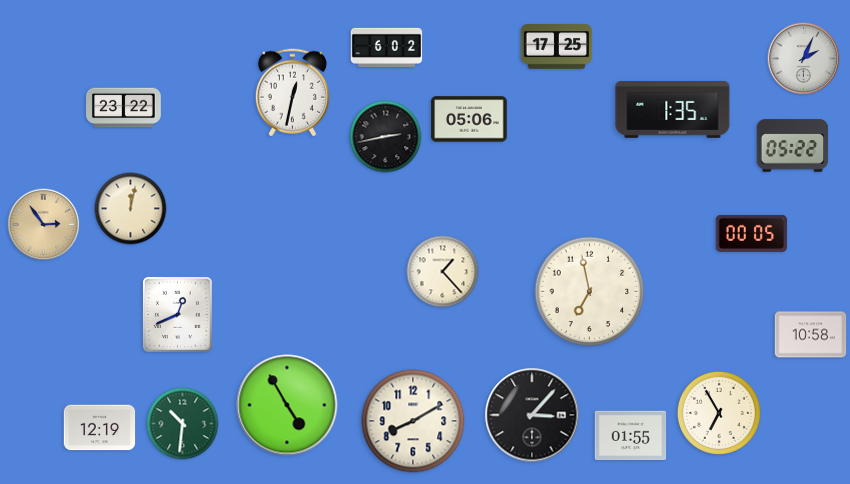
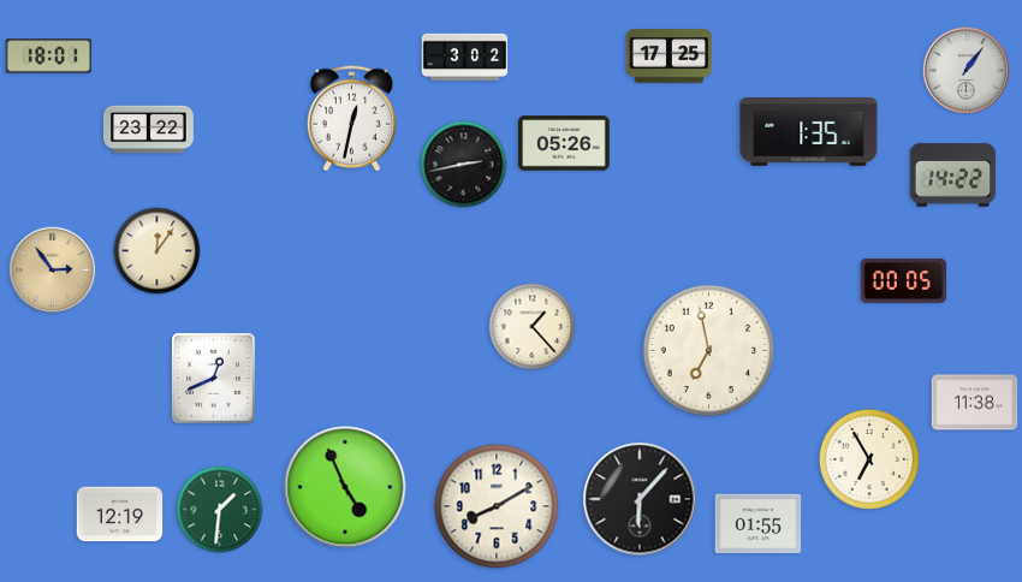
clock at (49, 57): none -> 18:01
clock at (387, 47): 6:02 -> 3:02
clock at (804, 59): 2:04 -> 1:06
clock at (292, 93) position: (292, 93) -> (351, 119)
clock at (469, 119): 05:06 -> 05:26
clock at (793, 146): 05:22 -> 14:22
clock at (131, 209): 12:02 -> 12:06
clock at (811, 335): 10:58 -> 11:38
clock at (287, 405): 4:55 -> 4:56
clock at (719, 413) position: (719, 413) -> (869, 459)
clock at (532, 415): 3:07 -> 6:07
clock at (183, 424): 10:31 -> 1:31
